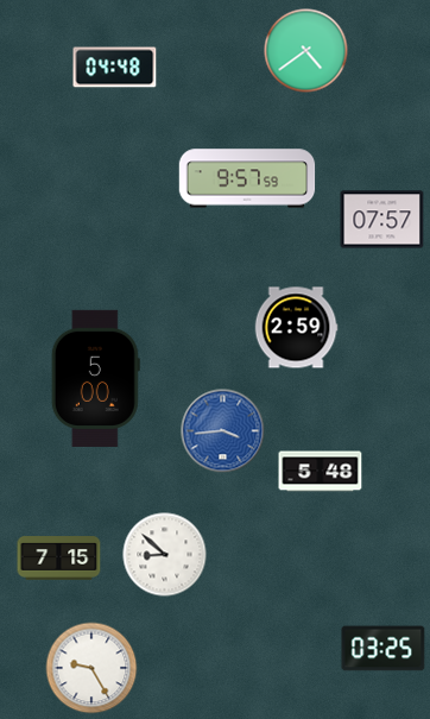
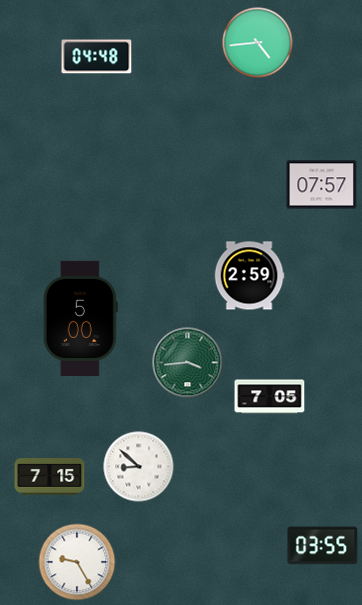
clock at (306, 51): 4:39 -> 4:44
clock at (247, 178): 9:57 -> none
clock at (223, 431) dial: blue -> green
clock at (321, 472): 5:48 -> 7:05
clock at (59, 559) position: (59, 559) -> (50, 477)
clock at (384, 649): 03:25 -> 03:55
